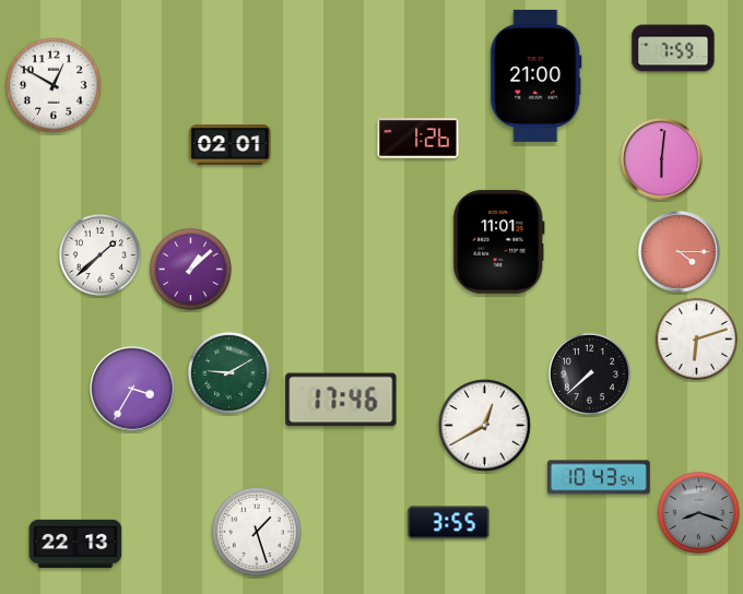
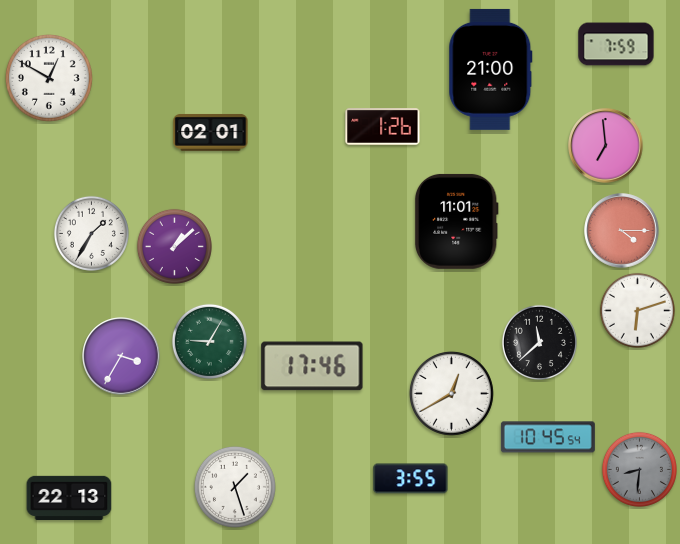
clock at (662, 159): 6:01 -> 6:59
clock at (99, 254): 1:38 -> 1:35
clock at (228, 372): 9:10 -> 9:05
clock at (589, 373): 7:38 -> 11:38
clock at (484, 425) position: (484, 425) -> (451, 393)
clock at (599, 477): 10:43 -> 10:45
clock at (698, 512): 8:18 -> 8:31
